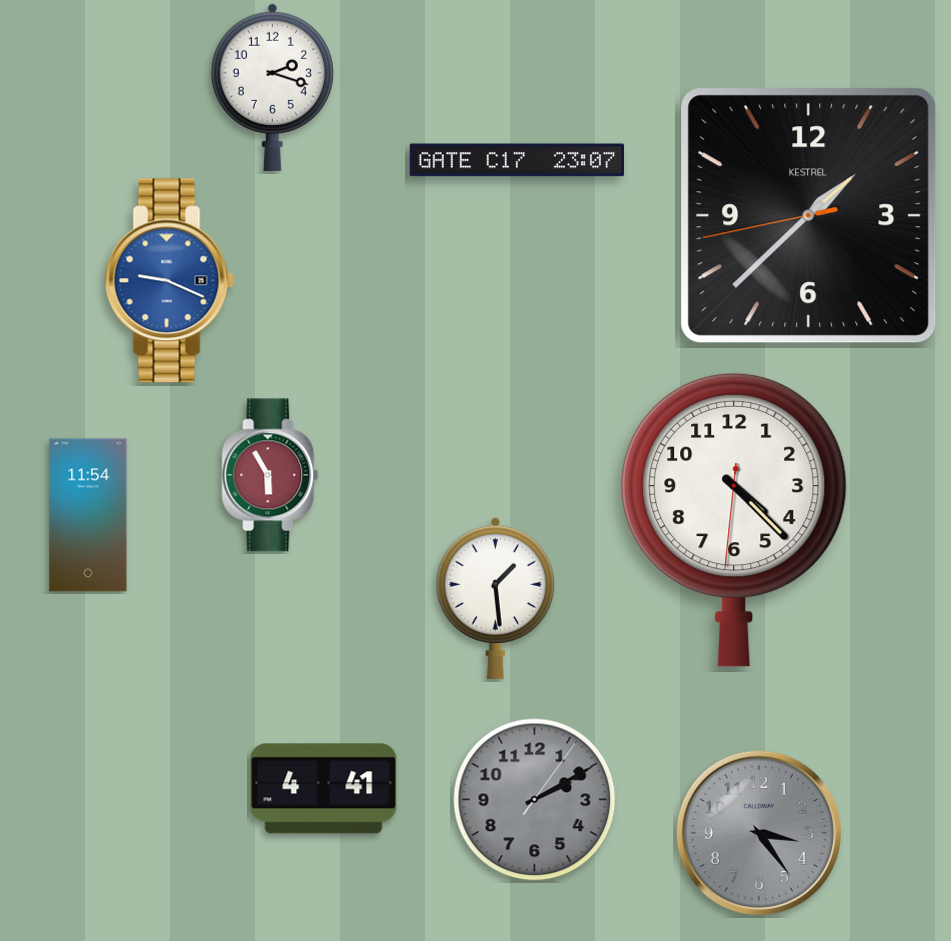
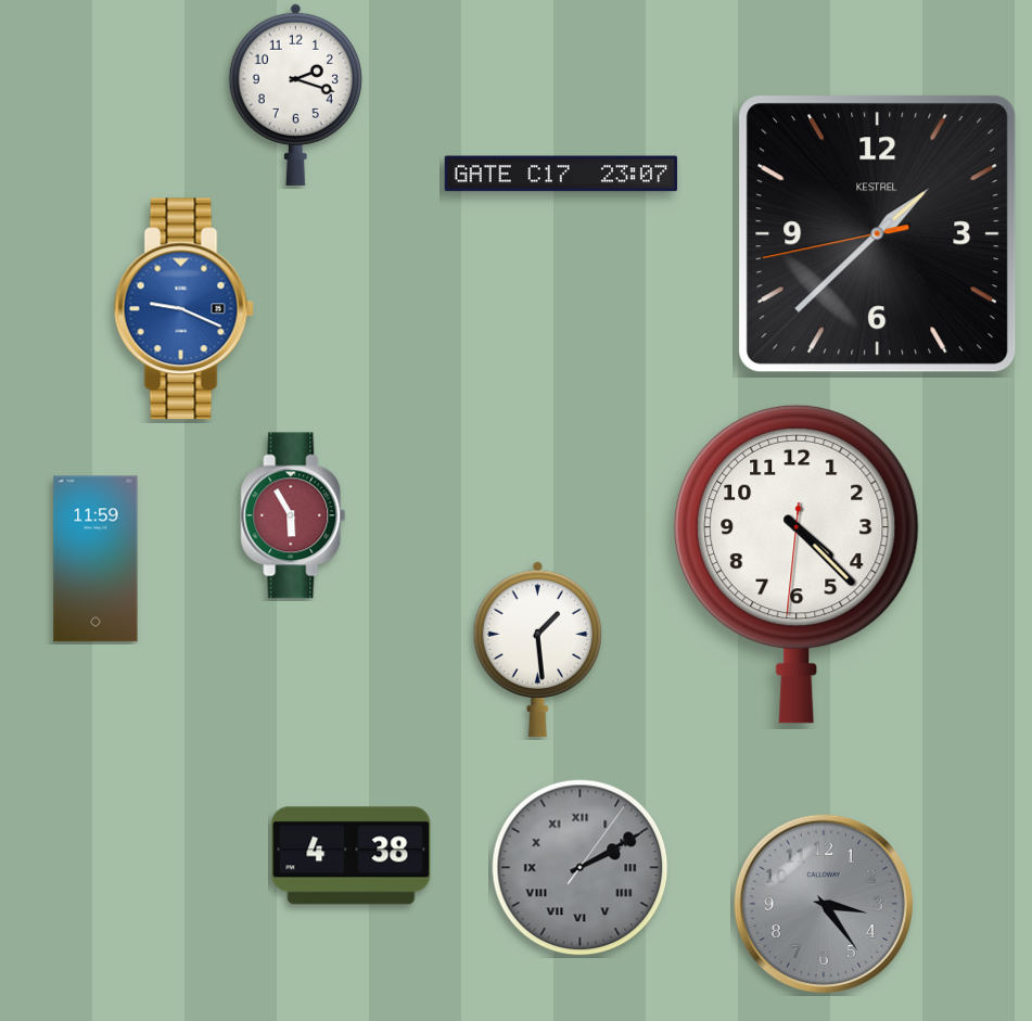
clock at (169, 281) position: (169, 281) -> (183, 309)
clock at (88, 515): 11:54 -> 11:59
clock at (324, 789): 4:41 -> 4:38
clock at (535, 800) numerals: Arabic -> Roman
